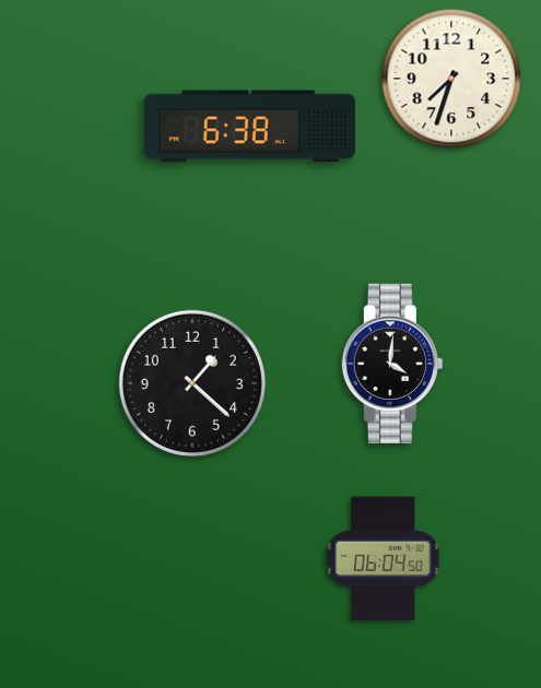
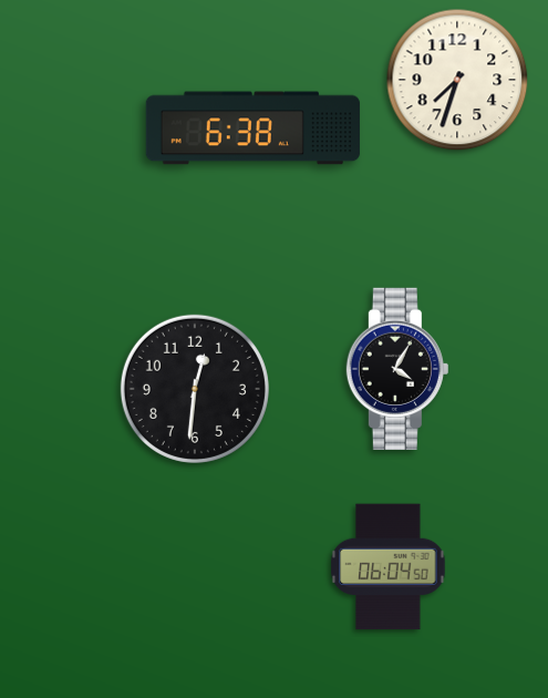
clock at (392, 364): 4:01 -> 4:05
clock at (192, 383): 1:22 -> 12:31
